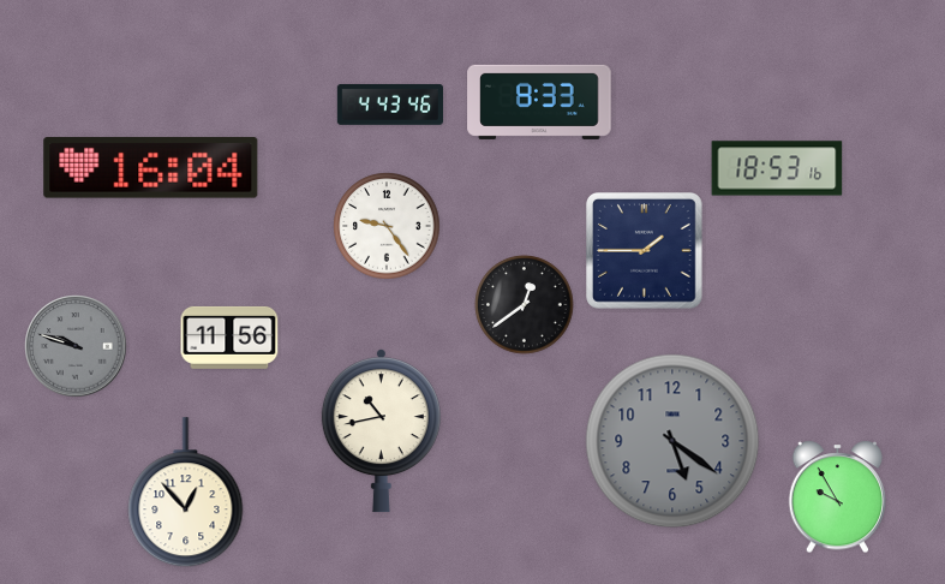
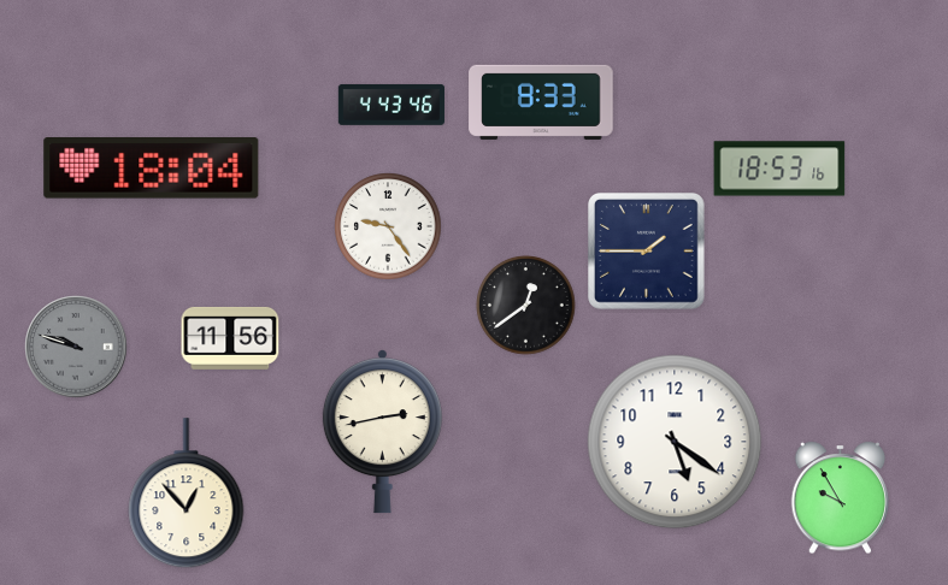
clock at (151, 168): 16:04 -> 18:04
clock at (381, 431): 10:43 -> 2:43
clock at (672, 441) dial: grey -> white
